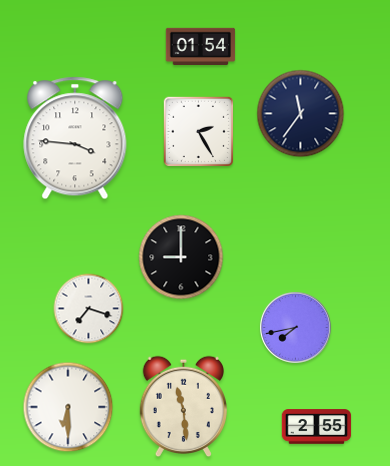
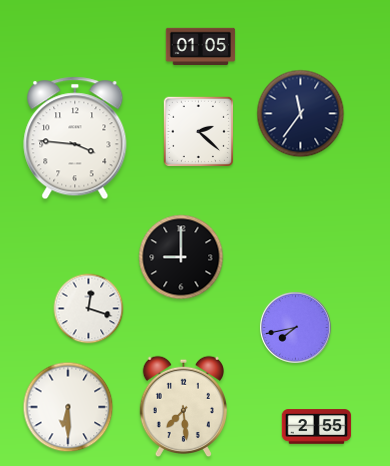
clock at (201, 47): 01:54 -> 01:05
clock at (198, 131): 2:25 -> 2:22
clock at (89, 309): 7:18 -> 12:18
clock at (183, 407): 11:29 -> 7:29
